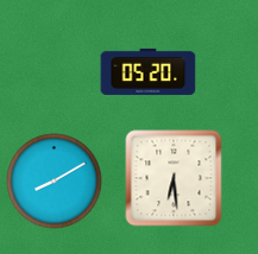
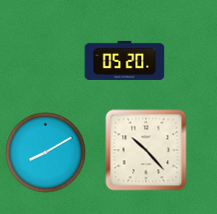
clock at (174, 178): 6:29 -> 10:23
